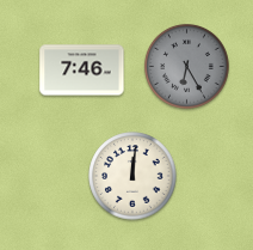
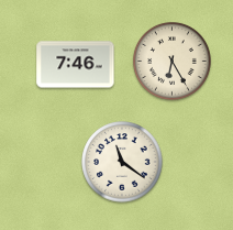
clock at (186, 66) dial: grey -> cream
clock at (132, 176): 12:01 -> 11:21
